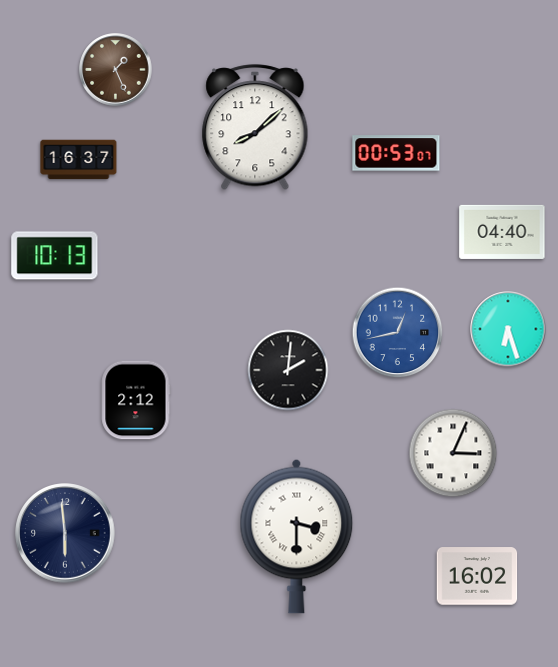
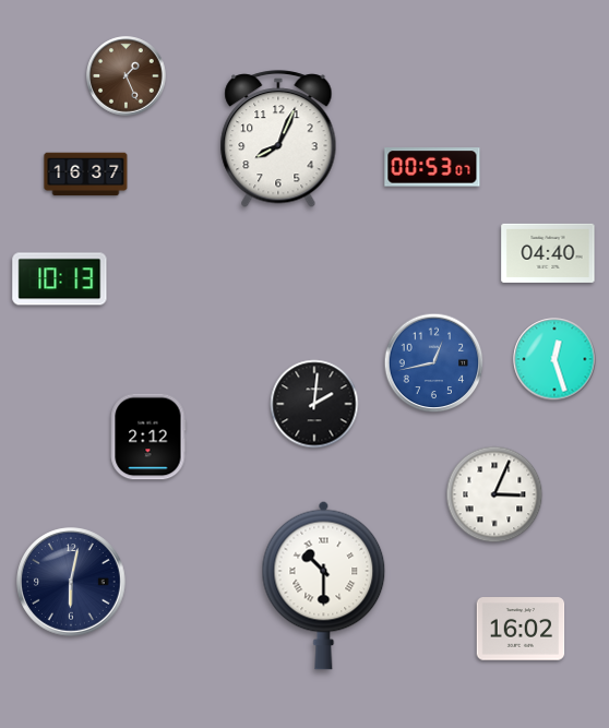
clock at (255, 128): 8:08 -> 8:04
clock at (508, 329): 6:27 -> 12:27
clock at (65, 533): 5:59 -> 6:02
clock at (297, 536): 3:30 -> 10:30
